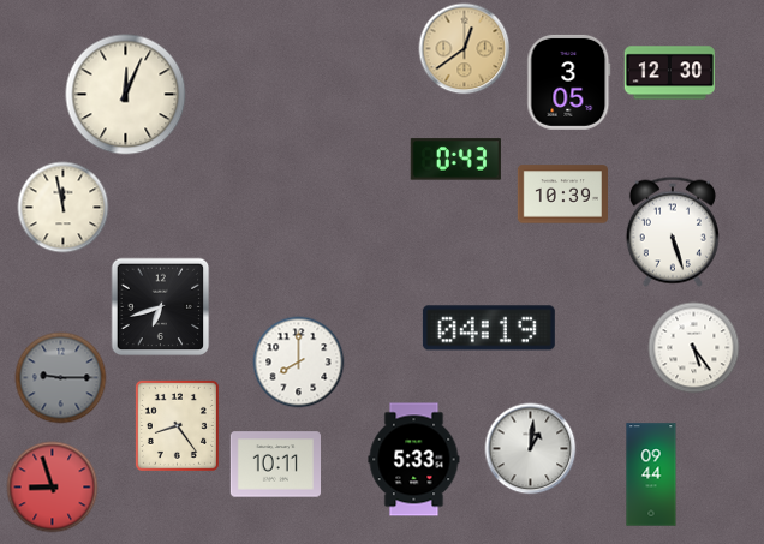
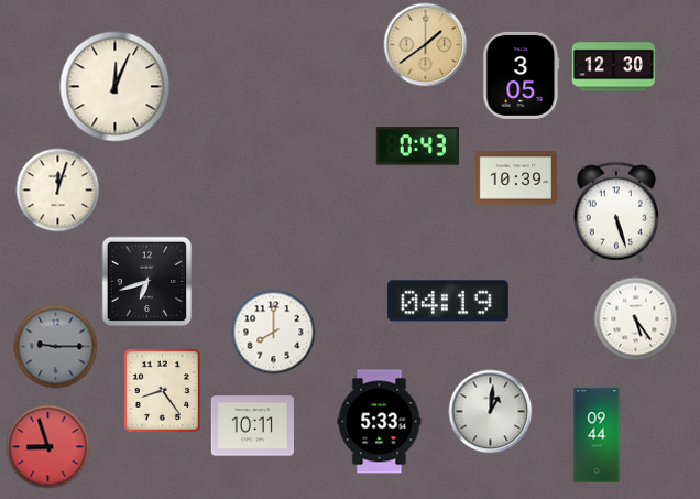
clock at (465, 49): 12:39 -> 1:39
clock at (64, 208): 11:58 -> 12:03
clock at (531, 449) position: (531, 449) -> (491, 412)
